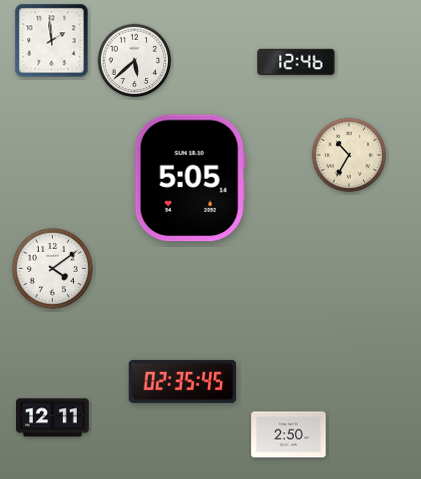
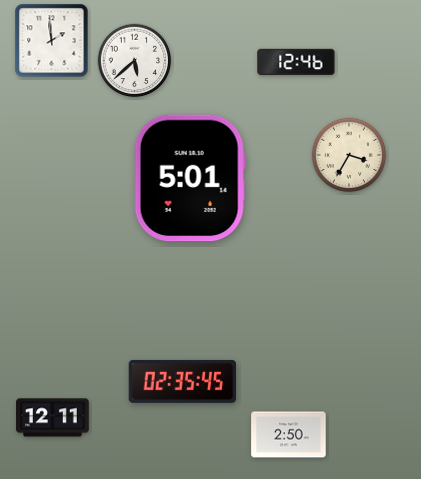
clock at (349, 155): 10:35 -> 3:35
clock at (190, 178): 5:05 -> 5:01
clock at (52, 268): 4:09 -> none
